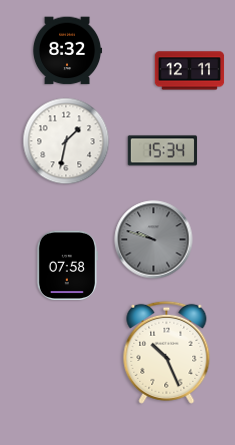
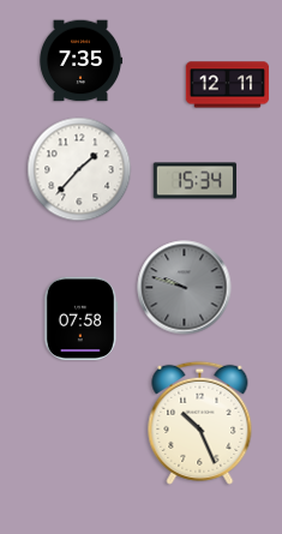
clock at (67, 51): 8:32 -> 7:35
clock at (66, 141): 1:32 -> 1:37
